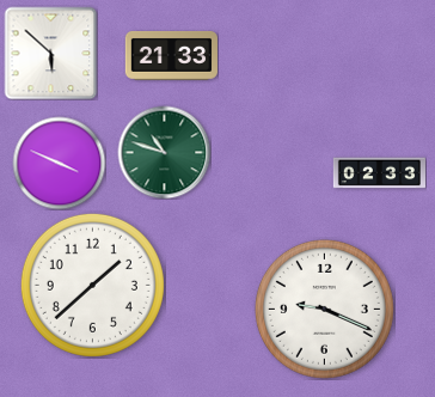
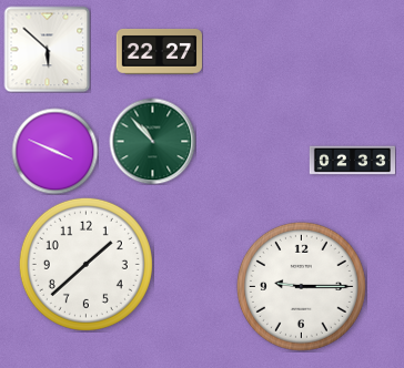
clock at (171, 55): 21:33 -> 22:27
clock at (164, 152): 10:48 -> 10:53
clock at (324, 309): 9:19 -> 9:15
